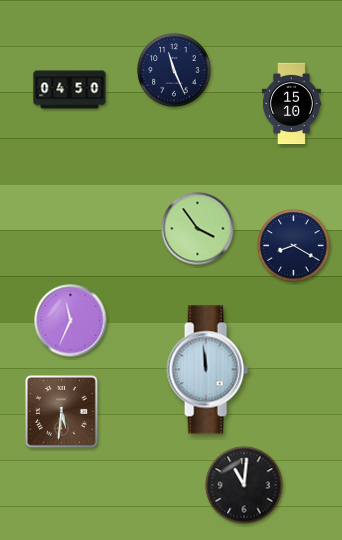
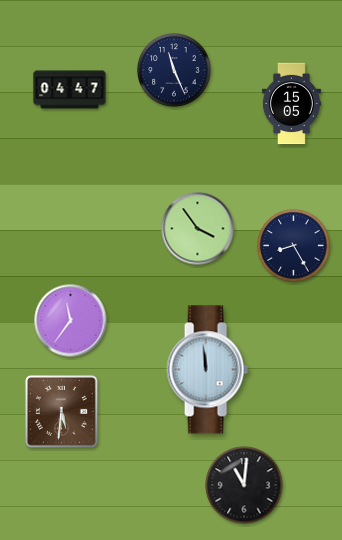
clock at (70, 90): 04:50 -> 04:47
clock at (291, 104): 15:10 -> 15:05
clock at (294, 246): 8:20 -> 8:25
clock at (71, 321): 11:34 -> 11:36
